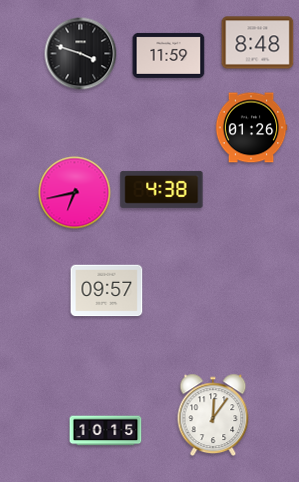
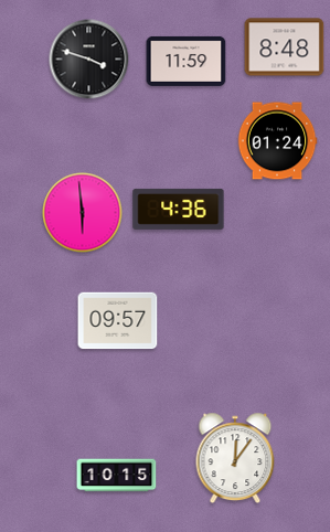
clock at (251, 128): 01:26 -> 01:24
clock at (162, 189): 4:38 -> 4:36
clock at (75, 193): 6:43 -> 5:59
